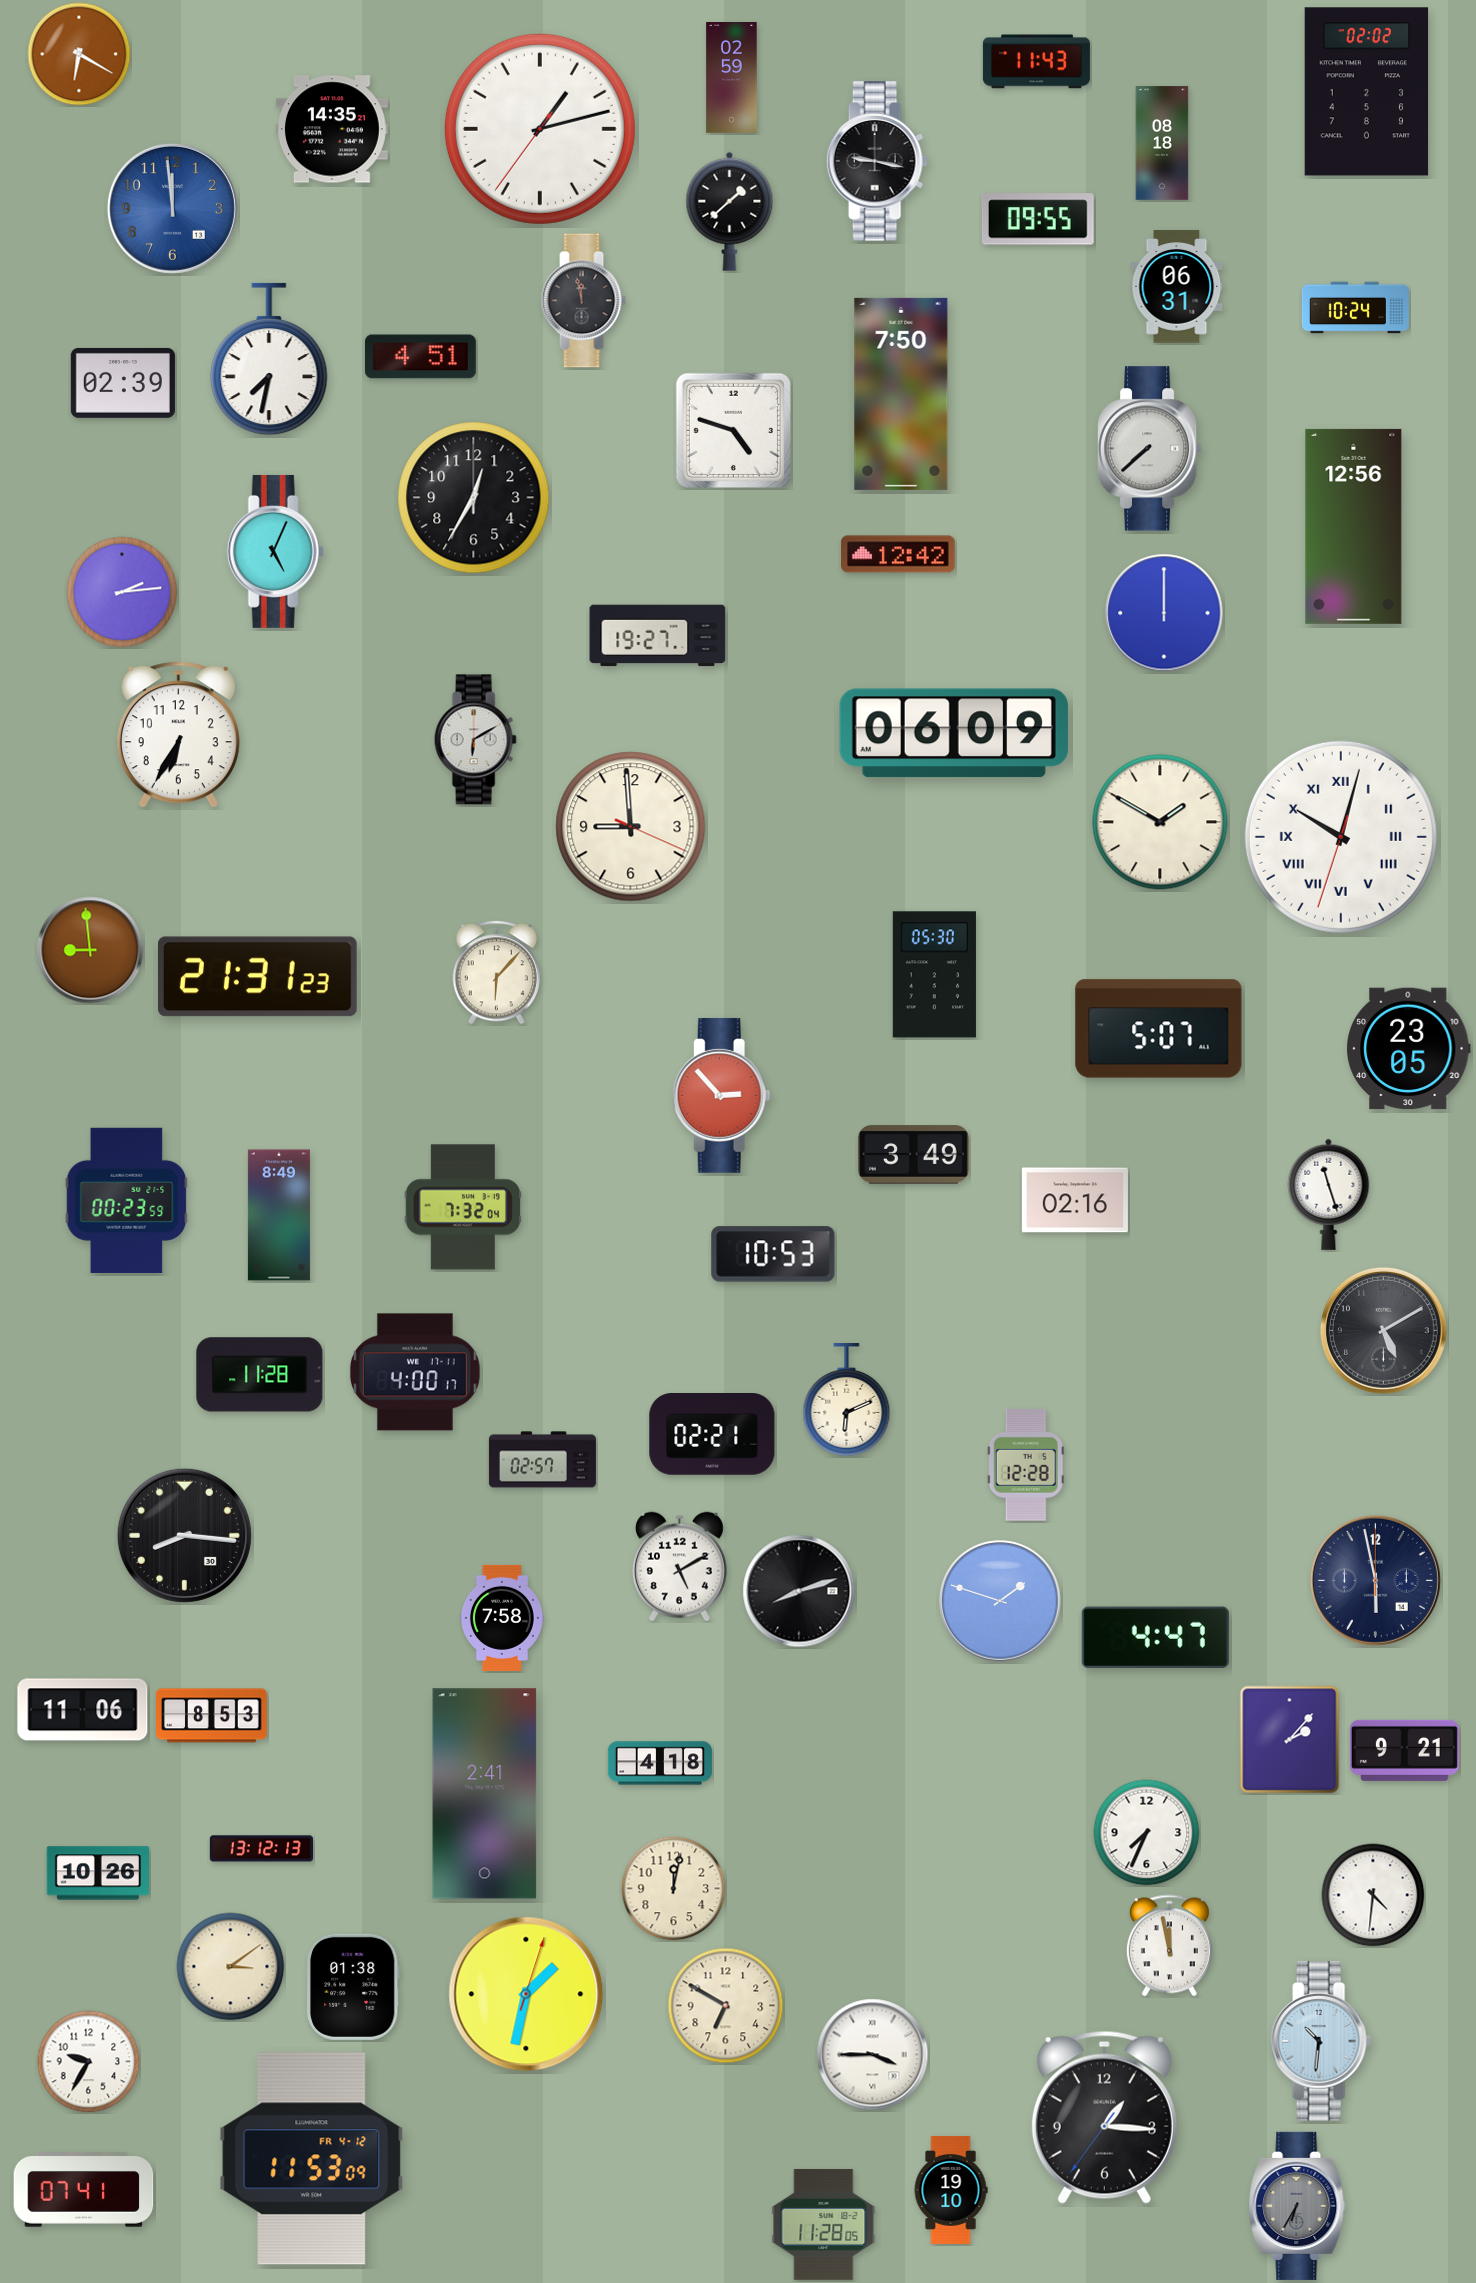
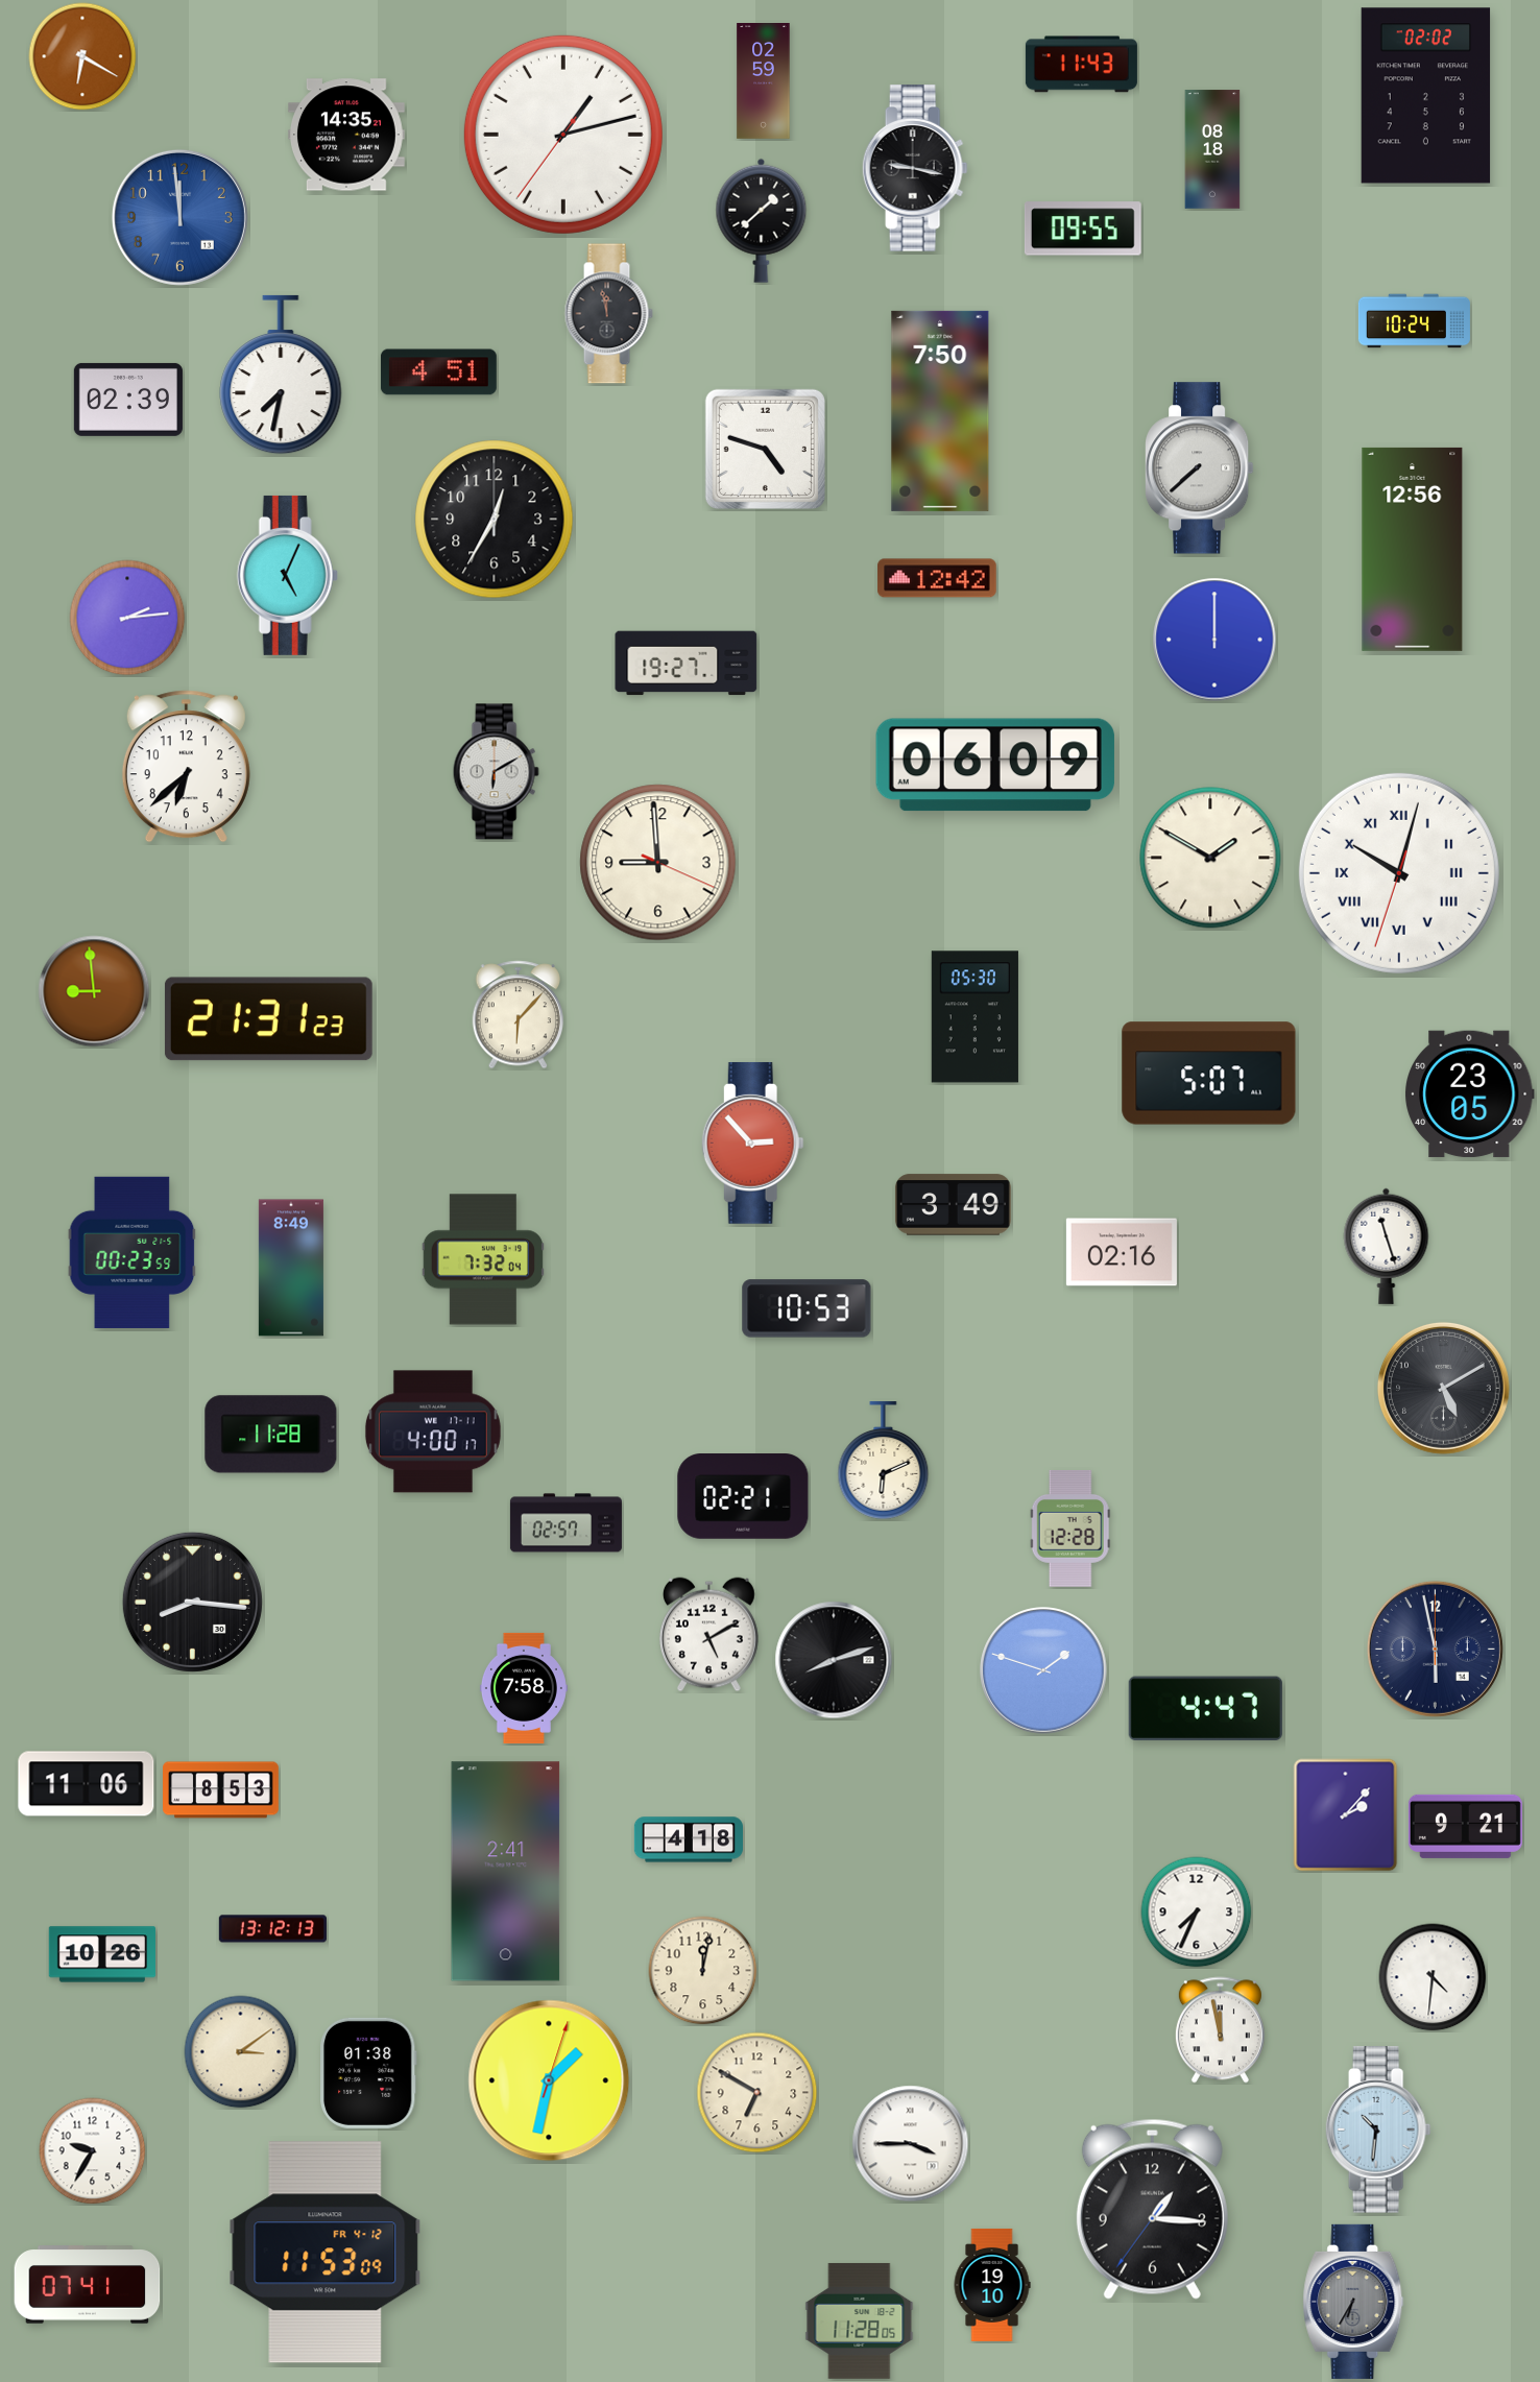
clock at (1177, 287): 06:31 -> none
clock at (178, 735): 6:35 -> 6:38
